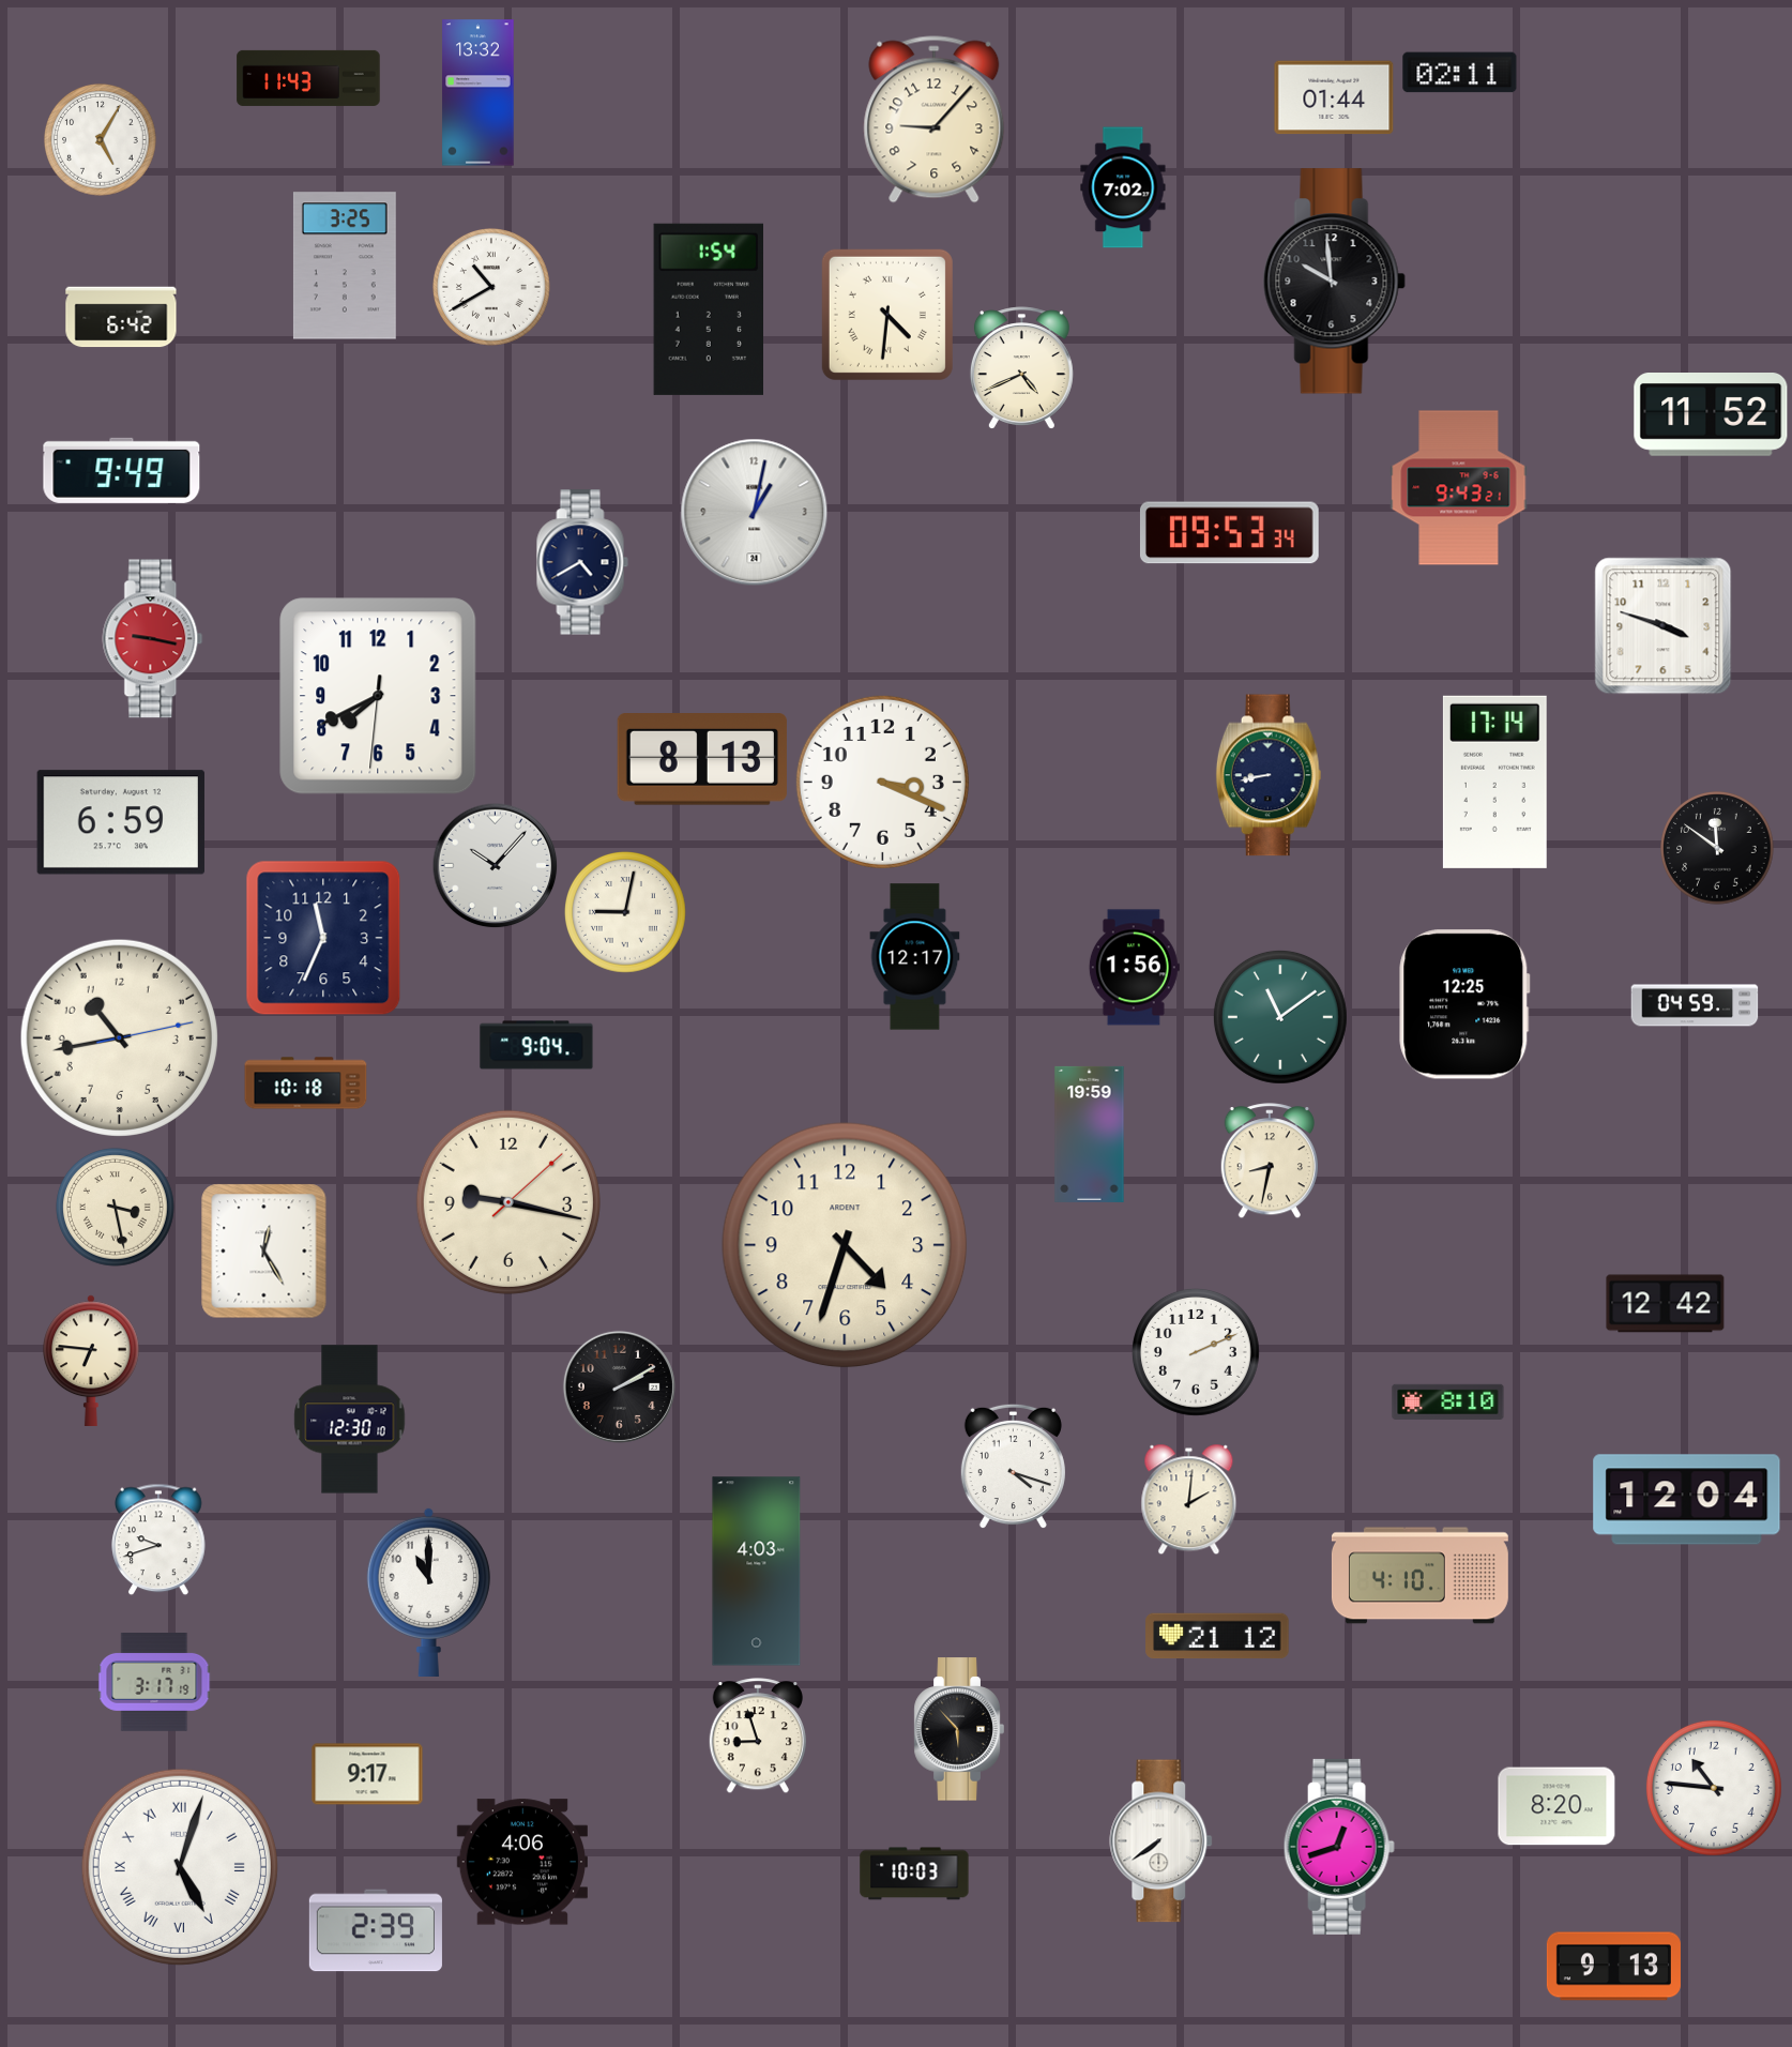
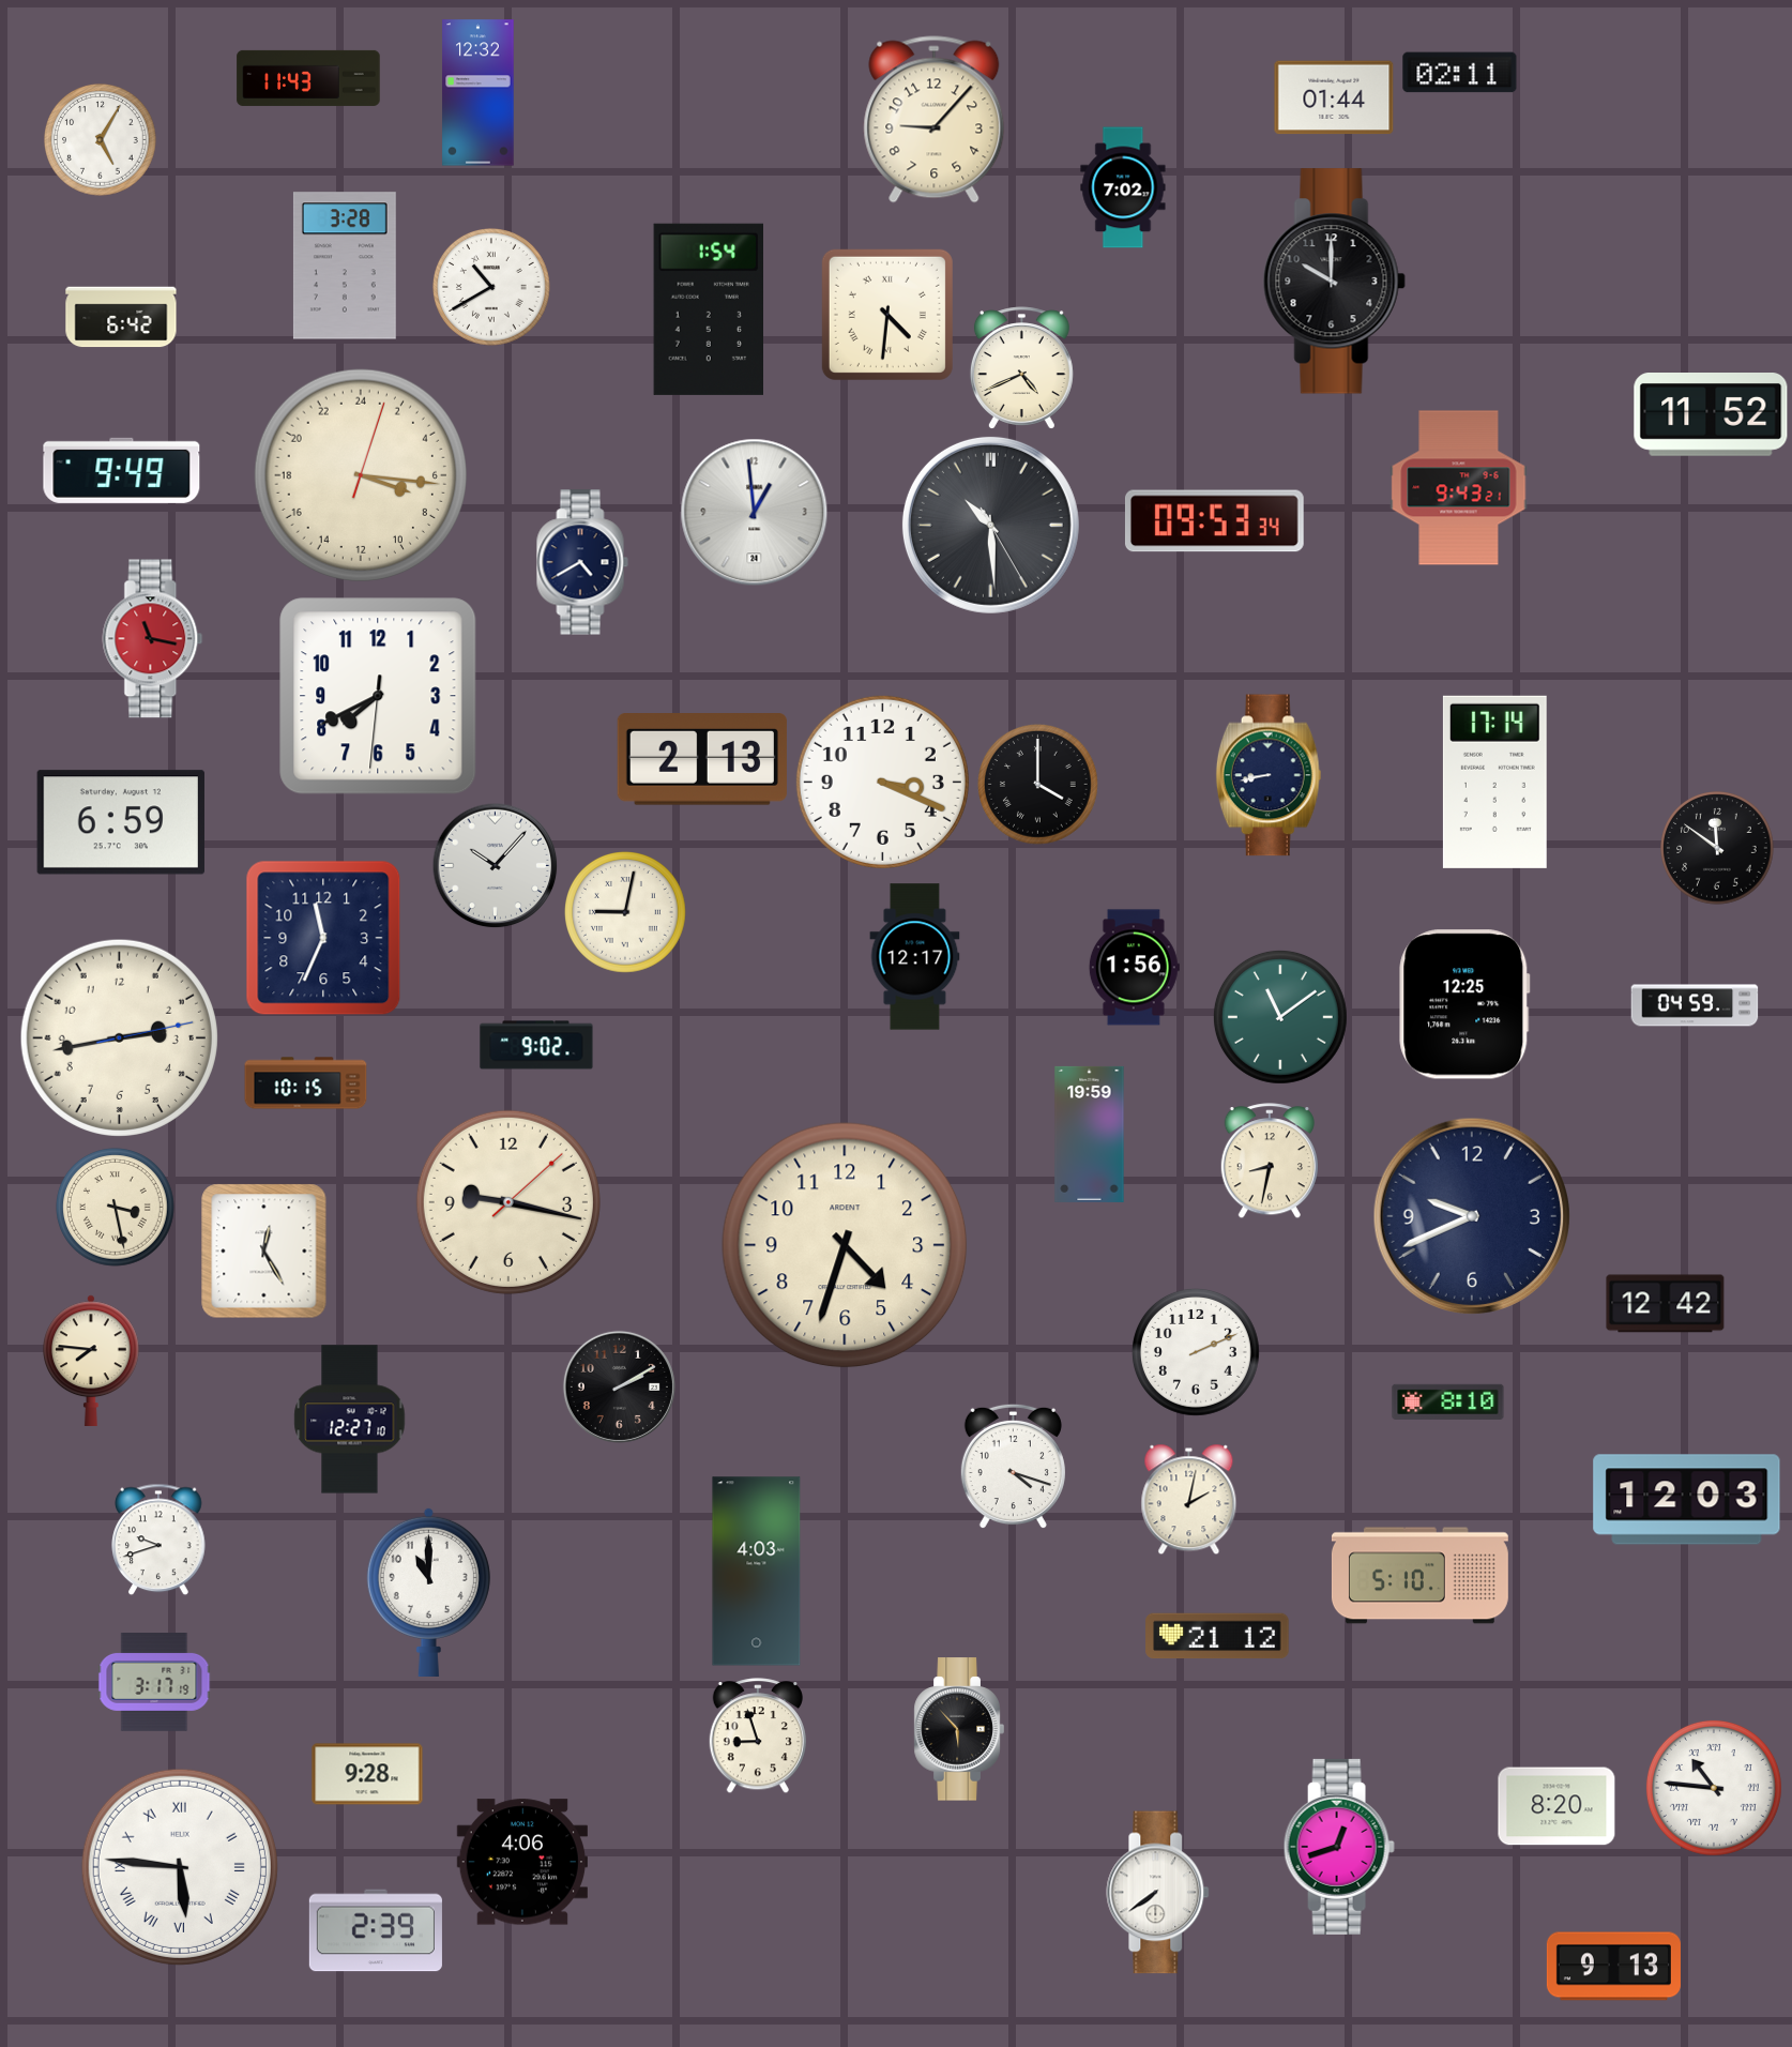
clock at (479, 93): 13:32 -> 12:32
clock at (345, 266): 3:25 -> 3:28
clock at (1334, 282): 9:59 -> 10:00
clock at (361, 475): none -> 7:16
clock at (755, 513): 1:02 -> 12:59
clock at (990, 525): none -> 10:29
clock at (1229, 533) position: (1229, 533) -> (1214, 521)
clock at (1664, 626): 3:48 -> none
clock at (153, 639): 9:17 -> 11:17
clock at (702, 760): 8:13 -> 2:13
clock at (1038, 785): none -> 4:00
clock at (119, 1037): 10:43 -> 2:43
clock at (536, 1045): 9:04 -> 9:02
clock at (306, 1083): 10:18 -> 10:15
clock at (1472, 1216): none -> 9:41
clock at (92, 1360): 6:46 -> 7:46
clock at (350, 1420): 12:30 -> 12:27
clock at (1189, 1500): 2:01 -> 2:02
clock at (1687, 1500): 12:04 -> 12:03
clock at (1419, 1576): 4:10 -> 5:10
clock at (367, 1774): 9:17 -> 9:28
clock at (1714, 1788) numerals: Arabic -> Roman
clock at (1161, 1841) position: (1161, 1841) -> (1158, 1893)
clock at (180, 1867): 5:03 -> 5:46
clock at (914, 1874): 10:03 -> none
